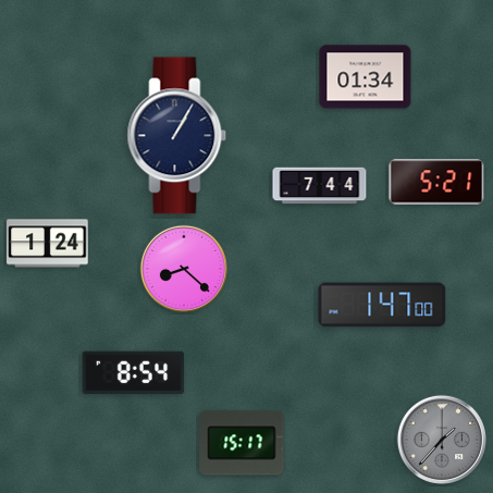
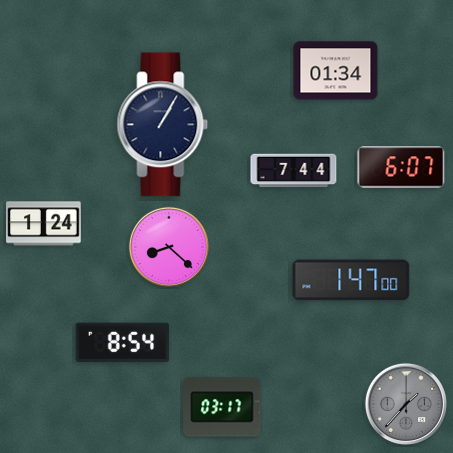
clock at (436, 182): 5:21 -> 6:07
clock at (242, 443): 15:17 -> 03:17
